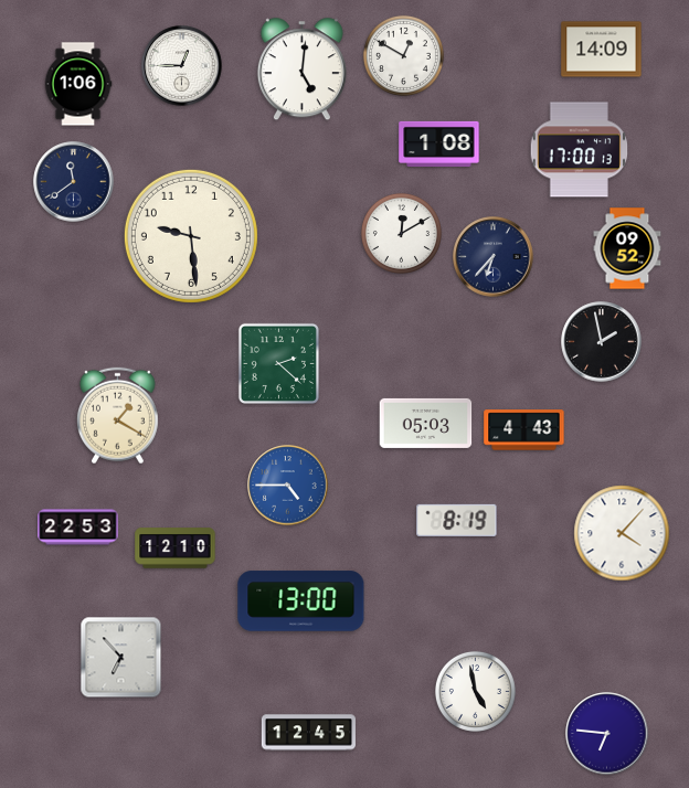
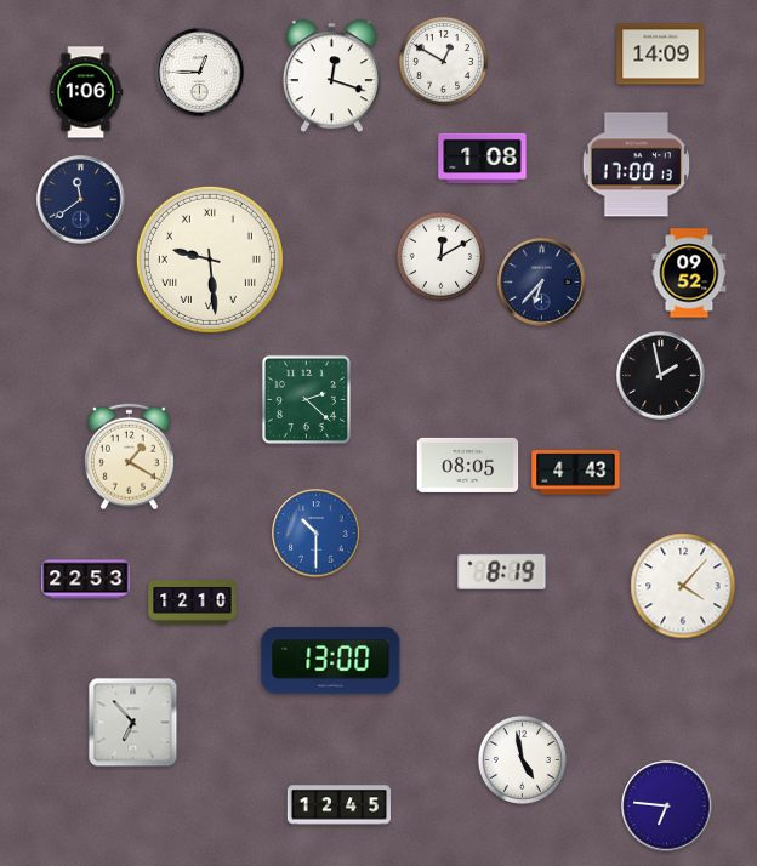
clock at (301, 70): 5:01 -> 12:18
clock at (191, 236) numerals: Arabic -> Roman
clock at (426, 423): 05:03 -> 08:05
clock at (288, 486): 4:45 -> 10:30
